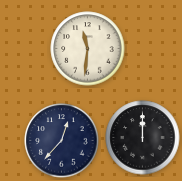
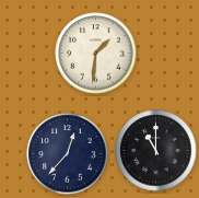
clock at (88, 49): 11:31 -> 1:31
clock at (143, 138): 12:00 -> 11:00
